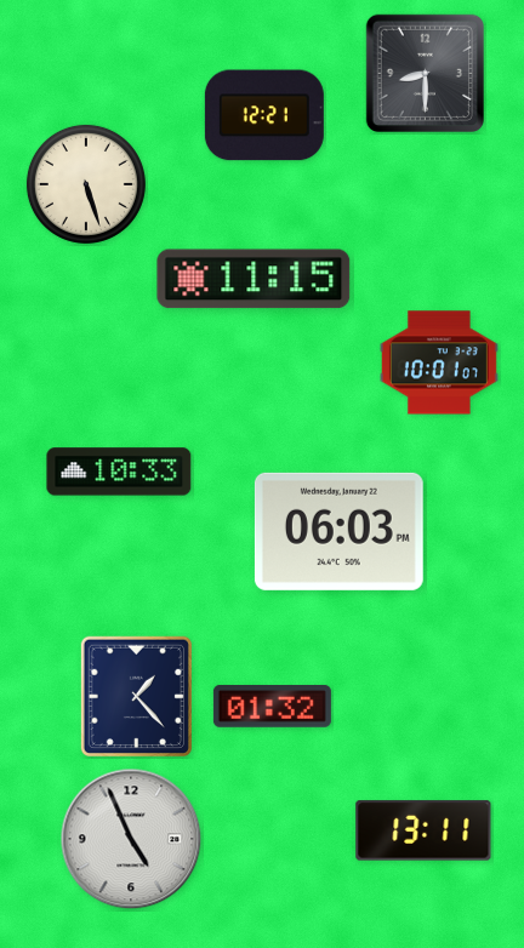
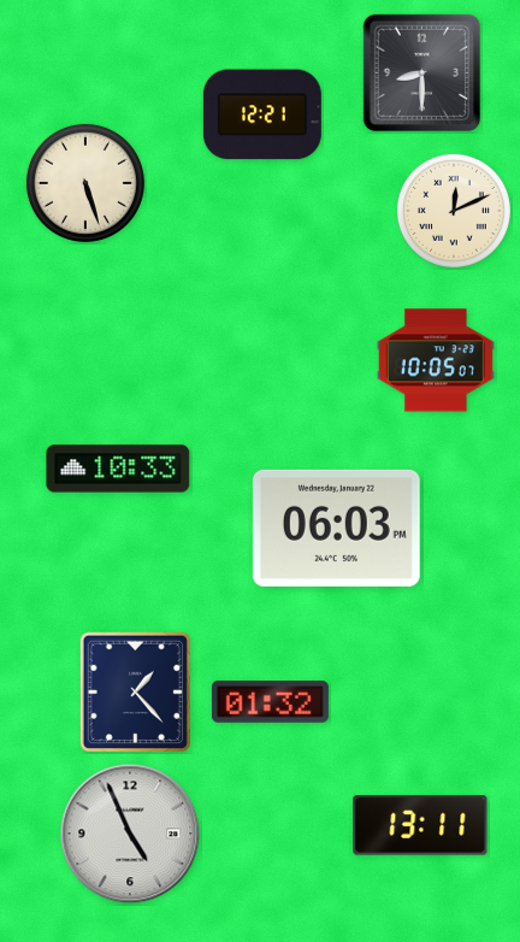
clock at (454, 211): none -> 12:11
clock at (254, 279): 11:15 -> none
clock at (439, 362): 10:01 -> 10:05
